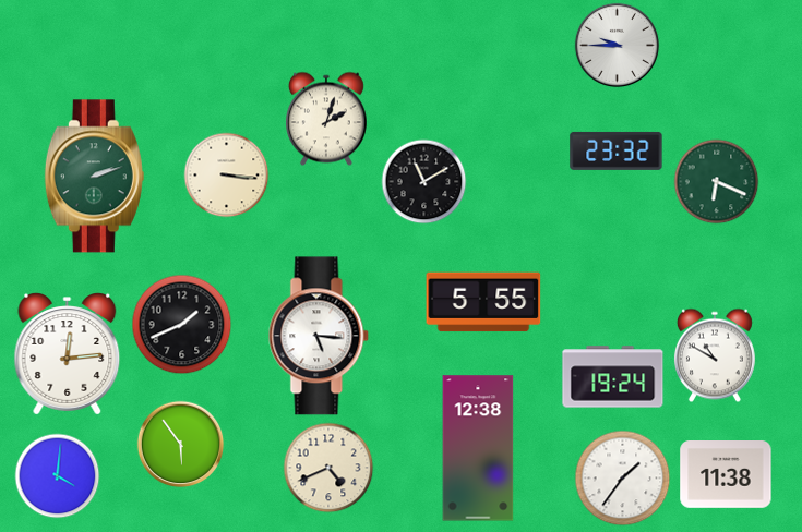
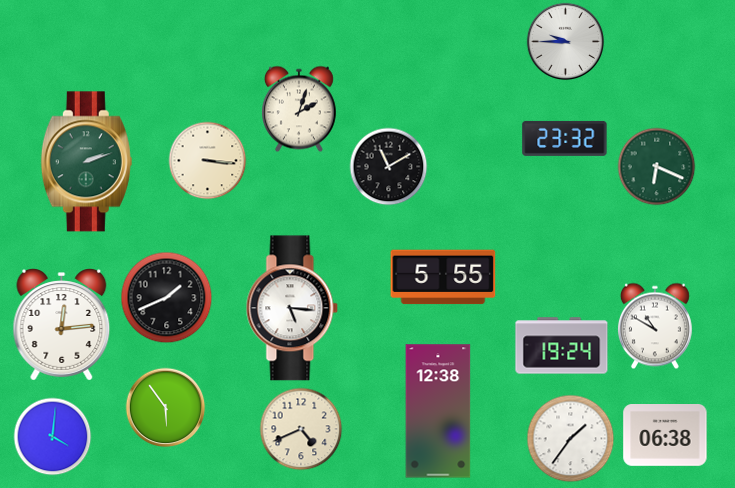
clock at (726, 475): 11:38 -> 06:38
